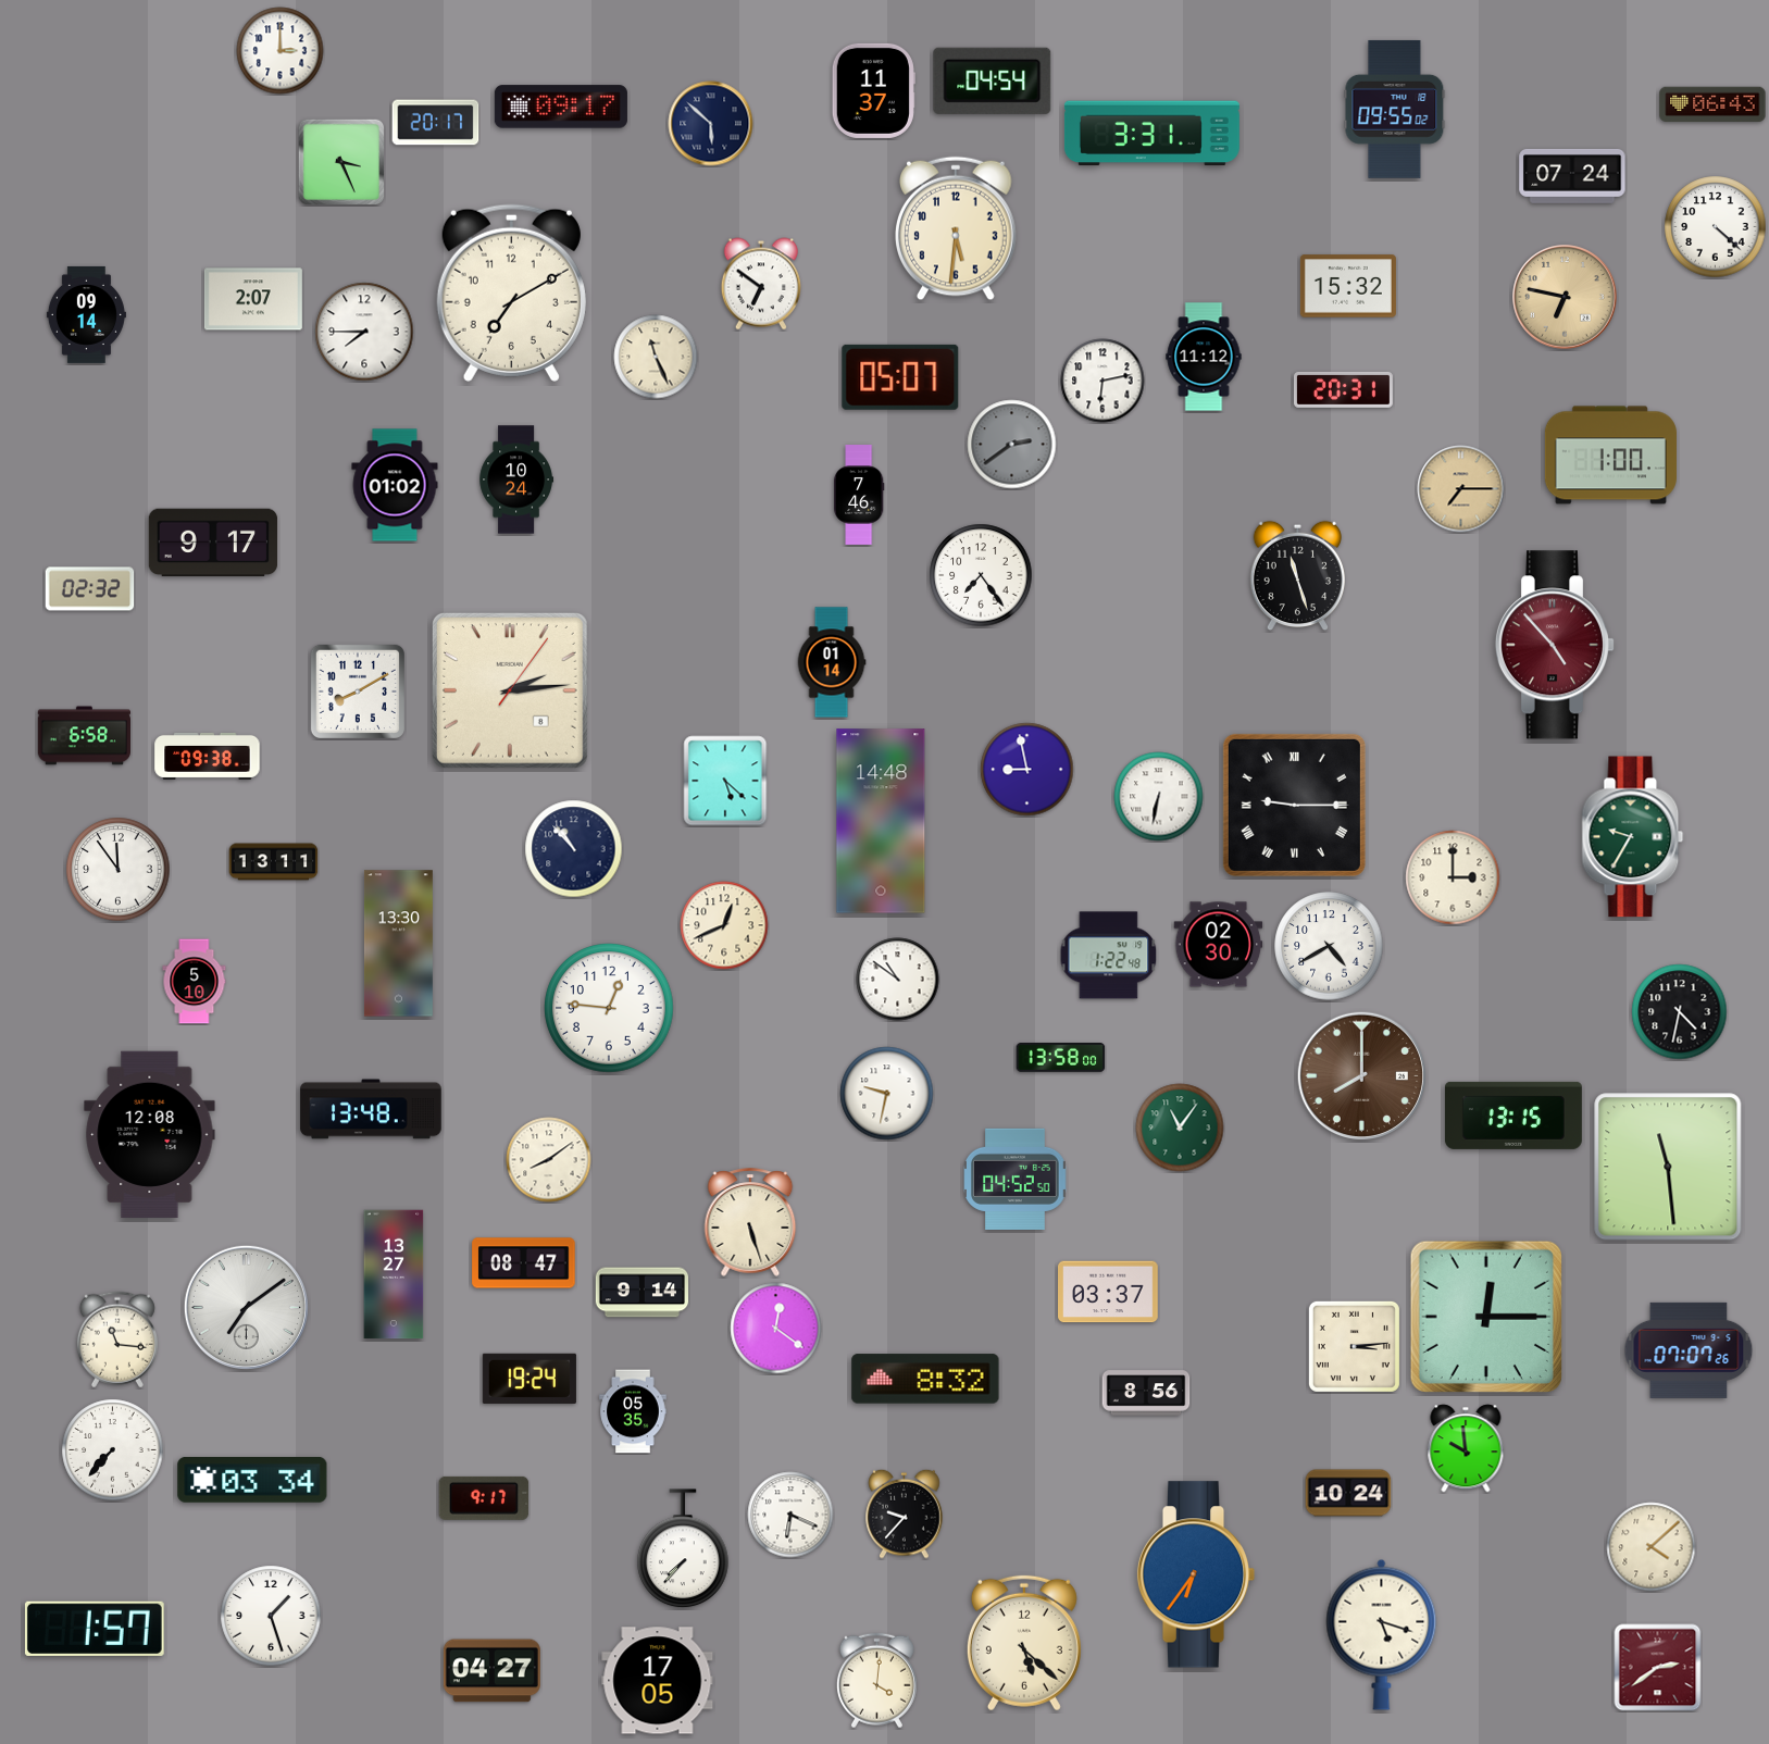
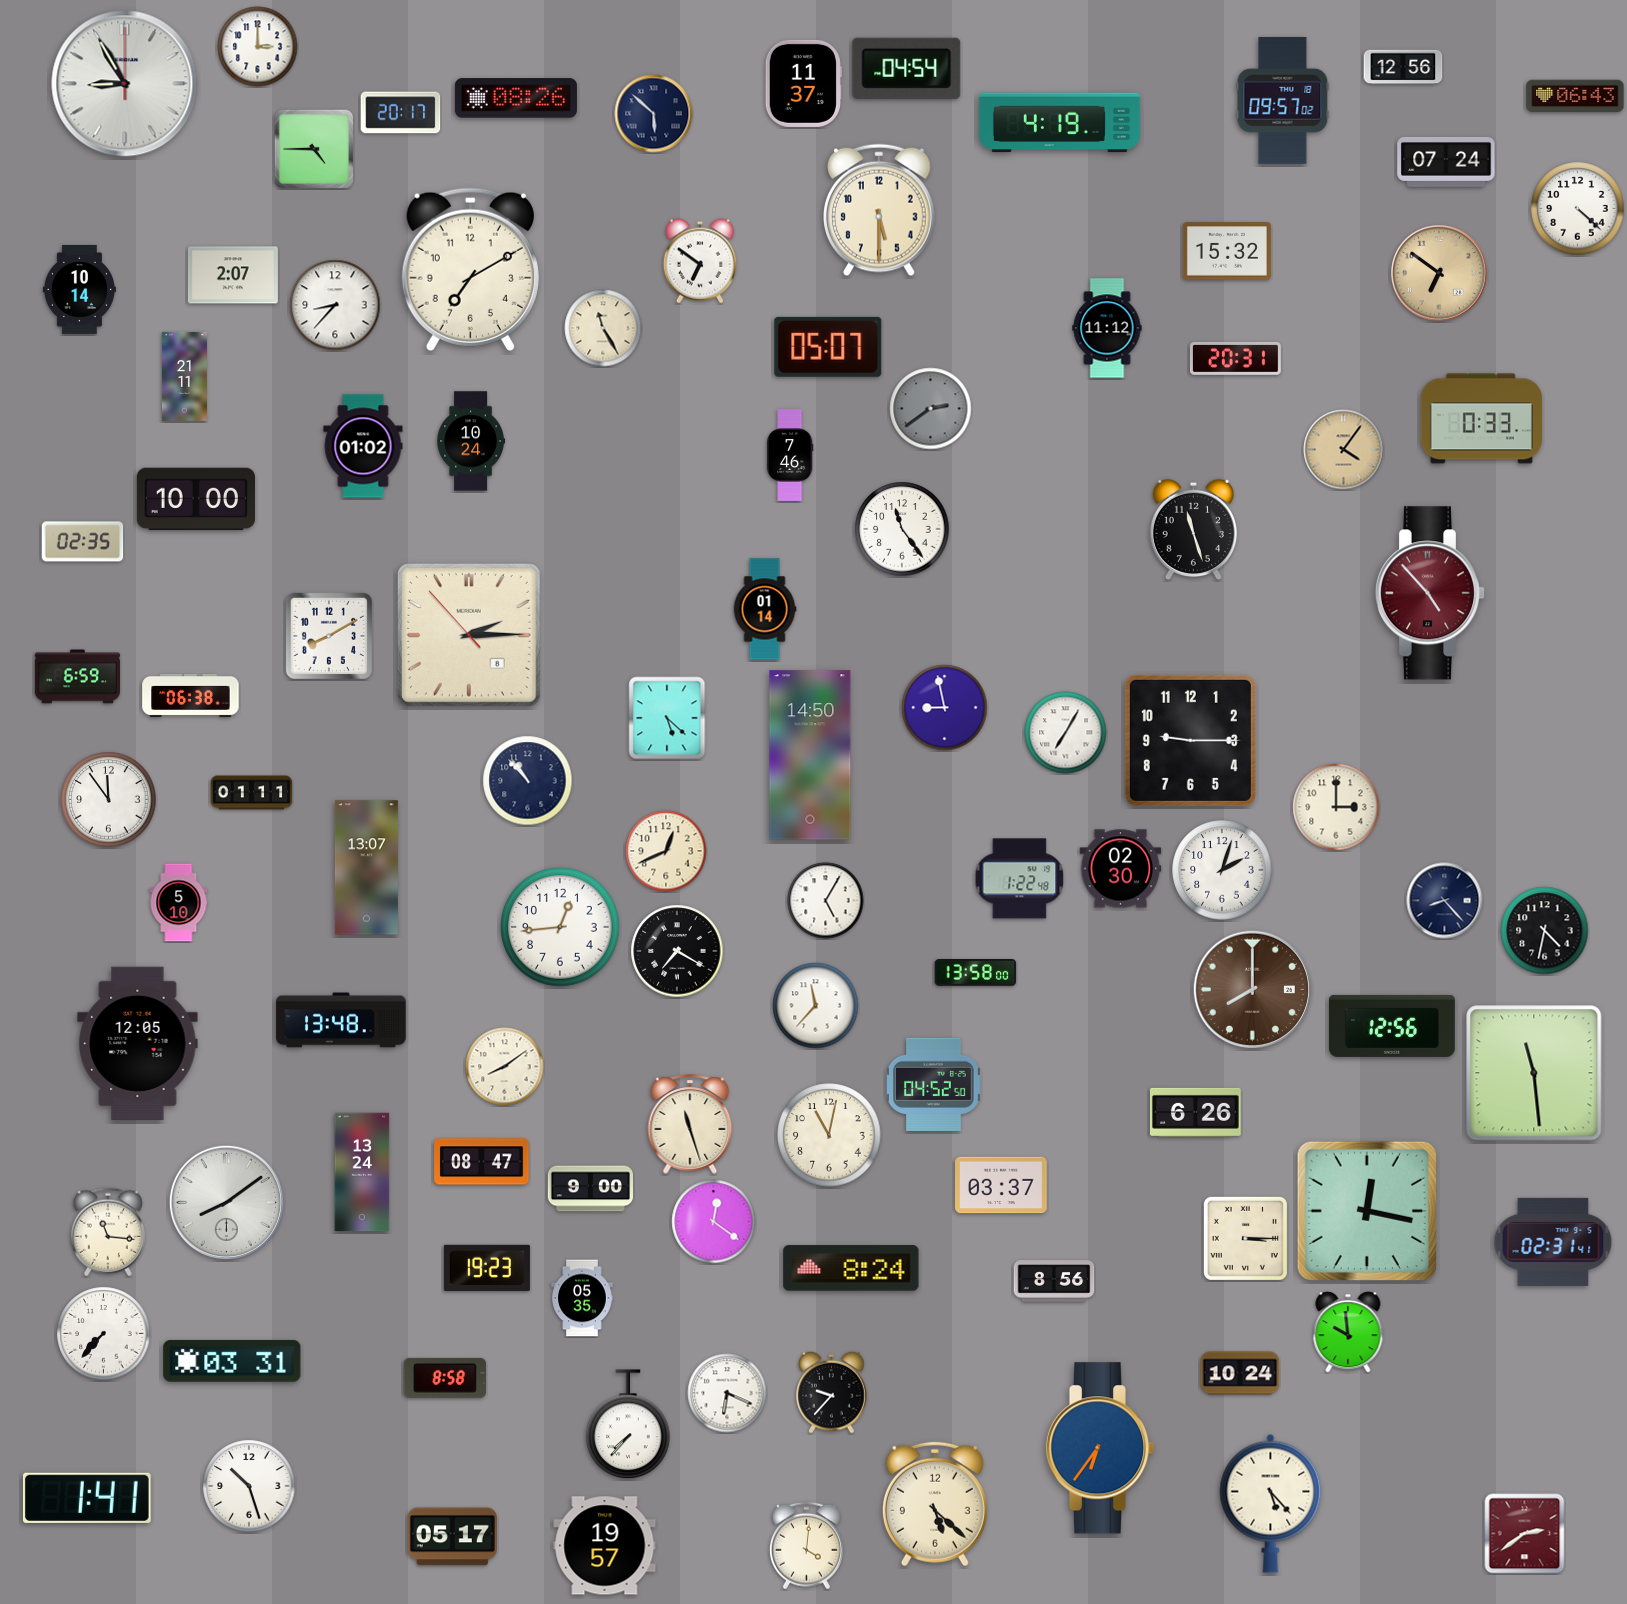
clock at (1403, 67): none -> 12:56
clock at (993, 80) position: (993, 80) -> (907, 68)
clock at (125, 84): none -> 8:55
clock at (561, 107): 09:17 -> 08:26
clock at (1395, 109): 09:55 -> 09:57
clock at (1151, 134): 3:31 -> 4:19
clock at (341, 162): 3:26 -> 4:45
clock at (957, 228): 5:31 -> 5:30
clock at (1348, 286) position: (1348, 286) -> (1227, 251)
clock at (1565, 297): 6:47 -> 6:51
clock at (86, 314): 09:14 -> 10:14
clock at (364, 332): 7:45 -> 8:37
clock at (656, 357): 11:26 -> 11:25
clock at (1102, 381): 6:13 -> none
clock at (184, 376): none -> 21:11
clock at (1610, 456): 1:00 -> 0:33
clock at (515, 479) position: (515, 479) -> (470, 441)
clock at (1461, 489): 7:15 -> 4:06
clock at (213, 543): 9:17 -> 10:00
clock at (981, 575): 7:24 -> 11:24
clock at (90, 589): 02:32 -> 02:35
clock at (510, 690): 2:14:06 -> 2:14:53
clock at (84, 736): 6:58 -> 6:59
clock at (208, 756): 09:38 -> 06:38
clock at (1159, 797): 6:32 -> 7:05
clock at (1294, 805) numerals: Roman -> Arabic
clock at (881, 821): 14:48 -> 14:50
clock at (1633, 837): 9:35 -> none
clock at (274, 862): 13:11 -> 01:11
clock at (398, 944): 13:30 -> 13:07
clock at (1329, 946): 4:40 -> 2:03
clock at (898, 980): 10:51 -> 5:05
clock at (1445, 901): none -> 8:23
clock at (609, 1008): 12:46 -> 12:44
clock at (677, 951): none -> 7:20
clock at (887, 1094): 9:32 -> 11:37
clock at (1513, 1116): 13:15 -> 12:56
clock at (1180, 1128): 11:06 -> none
clock at (150, 1135): 12:08 -> 12:05
clock at (1195, 1112): none -> 6:26
clock at (750, 1222): 5:27 -> 11:27
clock at (829, 1135): none -> 11:02
clock at (394, 1274): 13:27 -> 13:24
clock at (1109, 1292) position: (1109, 1292) -> (1002, 1185)
clock at (641, 1293): 9:14 -> 9:00
clock at (246, 1307): 7:09 -> 8:09
clock at (1486, 1317): 12:15 -> 12:17
clock at (1354, 1346): 3:14 -> 3:15
clock at (1689, 1350): 07:07 -> 02:31
clock at (530, 1379): 19:24 -> 19:23
clock at (925, 1379): 8:32 -> 8:24
clock at (252, 1480): 03:34 -> 03:31
clock at (484, 1498): 9:17 -> 8:58
clock at (1652, 1547): 4:08 -> none
clock at (271, 1616): 1:27 -> 10:27
clock at (95, 1629): 1:57 -> 1:41
clock at (1382, 1634): 5:18 -> 5:23
clock at (1024, 1643) position: (1024, 1643) -> (935, 1504)
clock at (491, 1671): 04:27 -> 05:17
clock at (658, 1681): 17:05 -> 19:57
